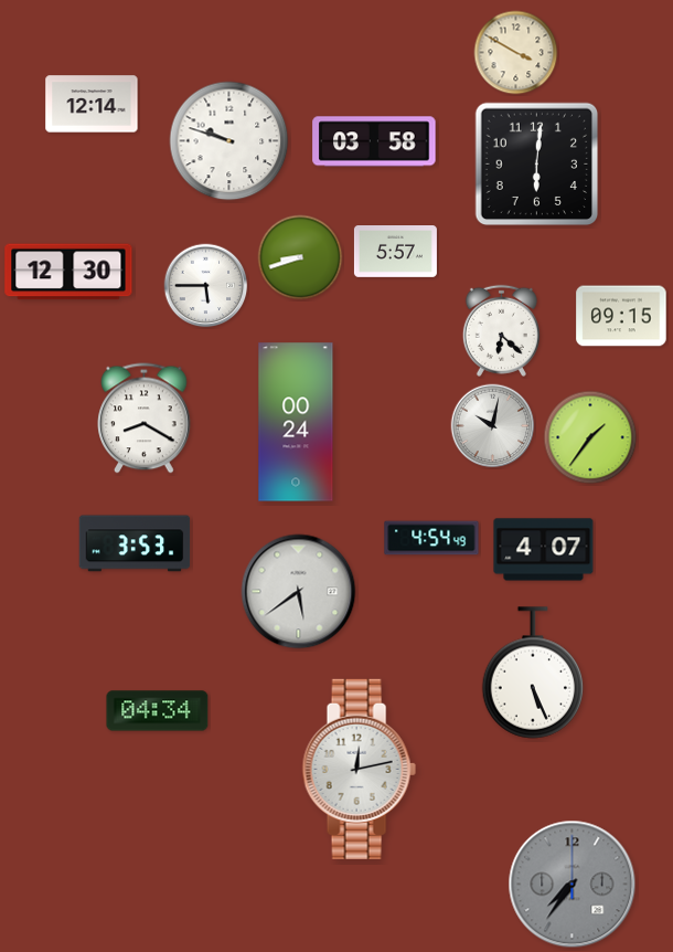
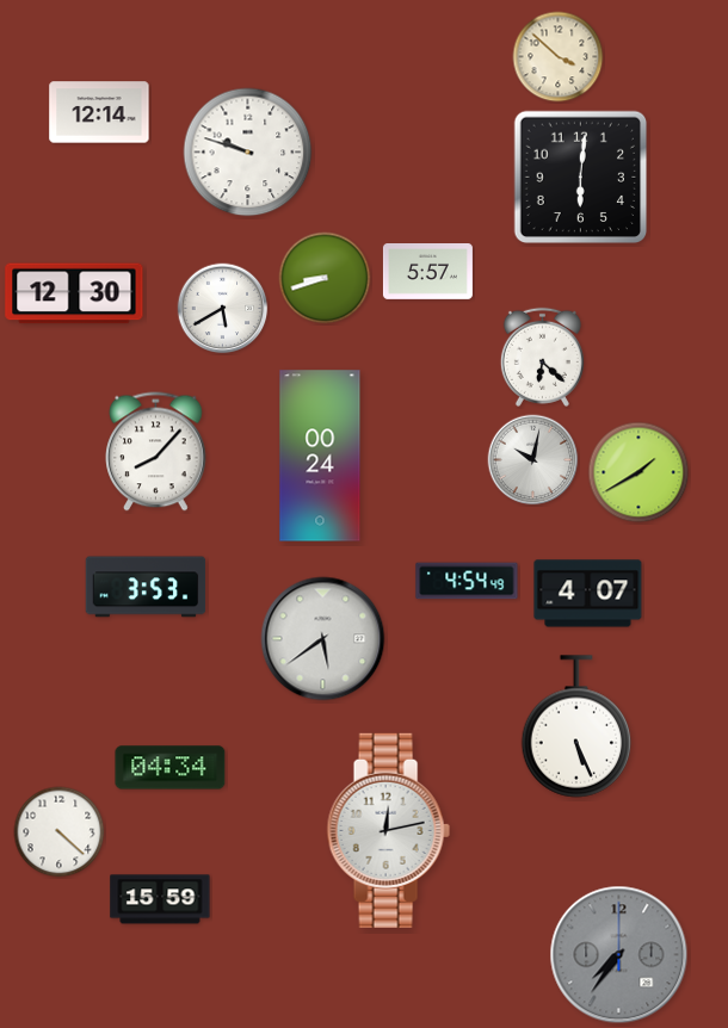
clock at (516, 53): 3:50 -> 3:52
clock at (374, 141): 03:58 -> none
clock at (206, 286): 5:45 -> 5:40
clock at (621, 316): 09:15 -> none
clock at (145, 419): 8:20 -> 8:07
clock at (590, 437): 1:36 -> 1:40
clock at (60, 832): none -> 4:22
clock at (160, 899): none -> 15:59
